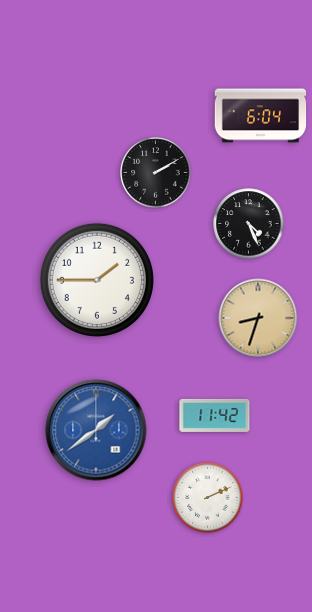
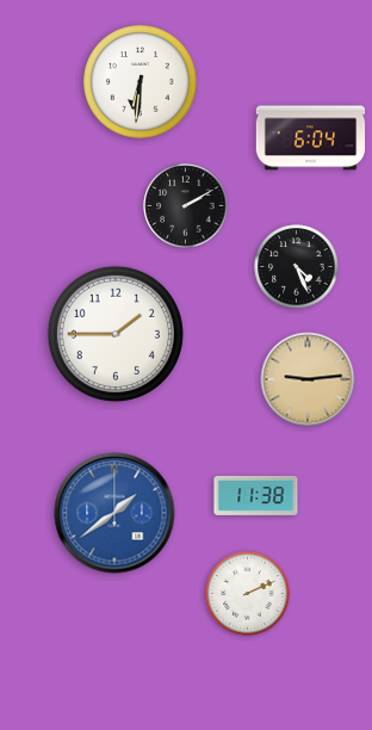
clock at (141, 82): none -> 6:31
clock at (258, 318): 8:33 -> 9:14
clock at (215, 415): 11:42 -> 11:38
